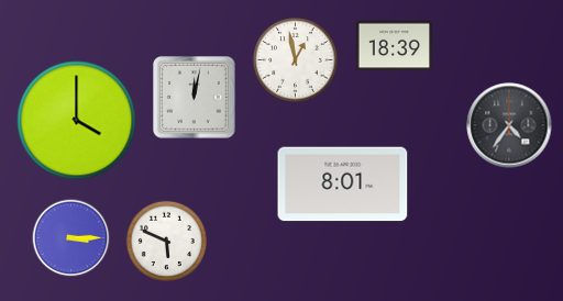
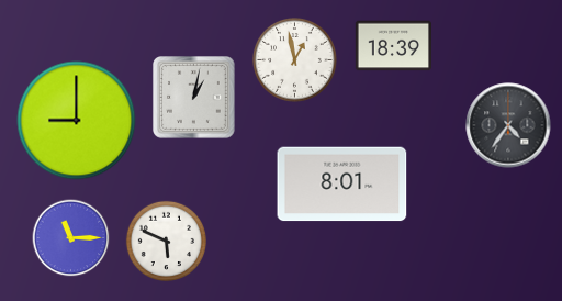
clock at (195, 98): 12:02 -> 1:02
clock at (77, 121): 4:00 -> 9:00
clock at (71, 238): 3:15 -> 11:15
